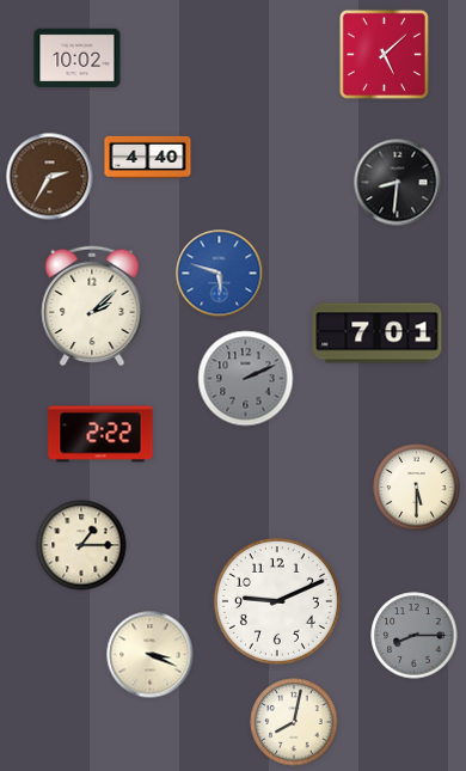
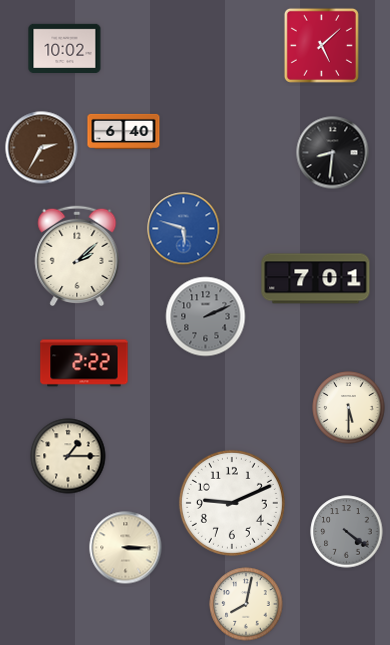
clock at (148, 157): 4:40 -> 6:40
clock at (415, 636): 8:15 -> 4:21
clock at (151, 655): 3:19 -> 3:15
